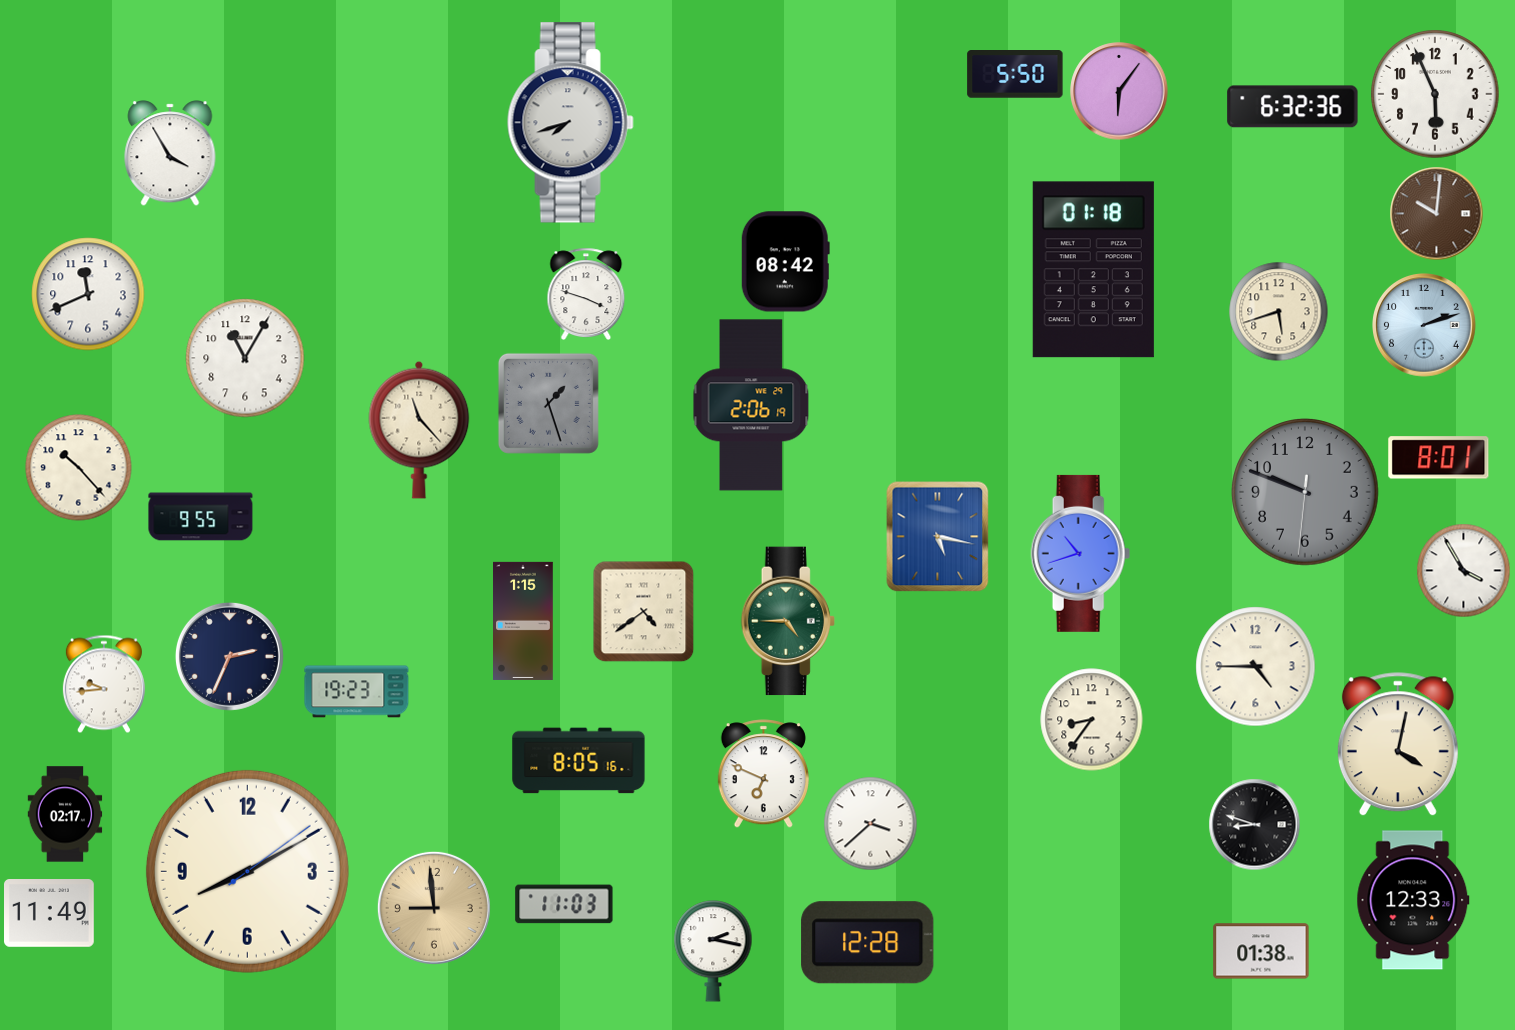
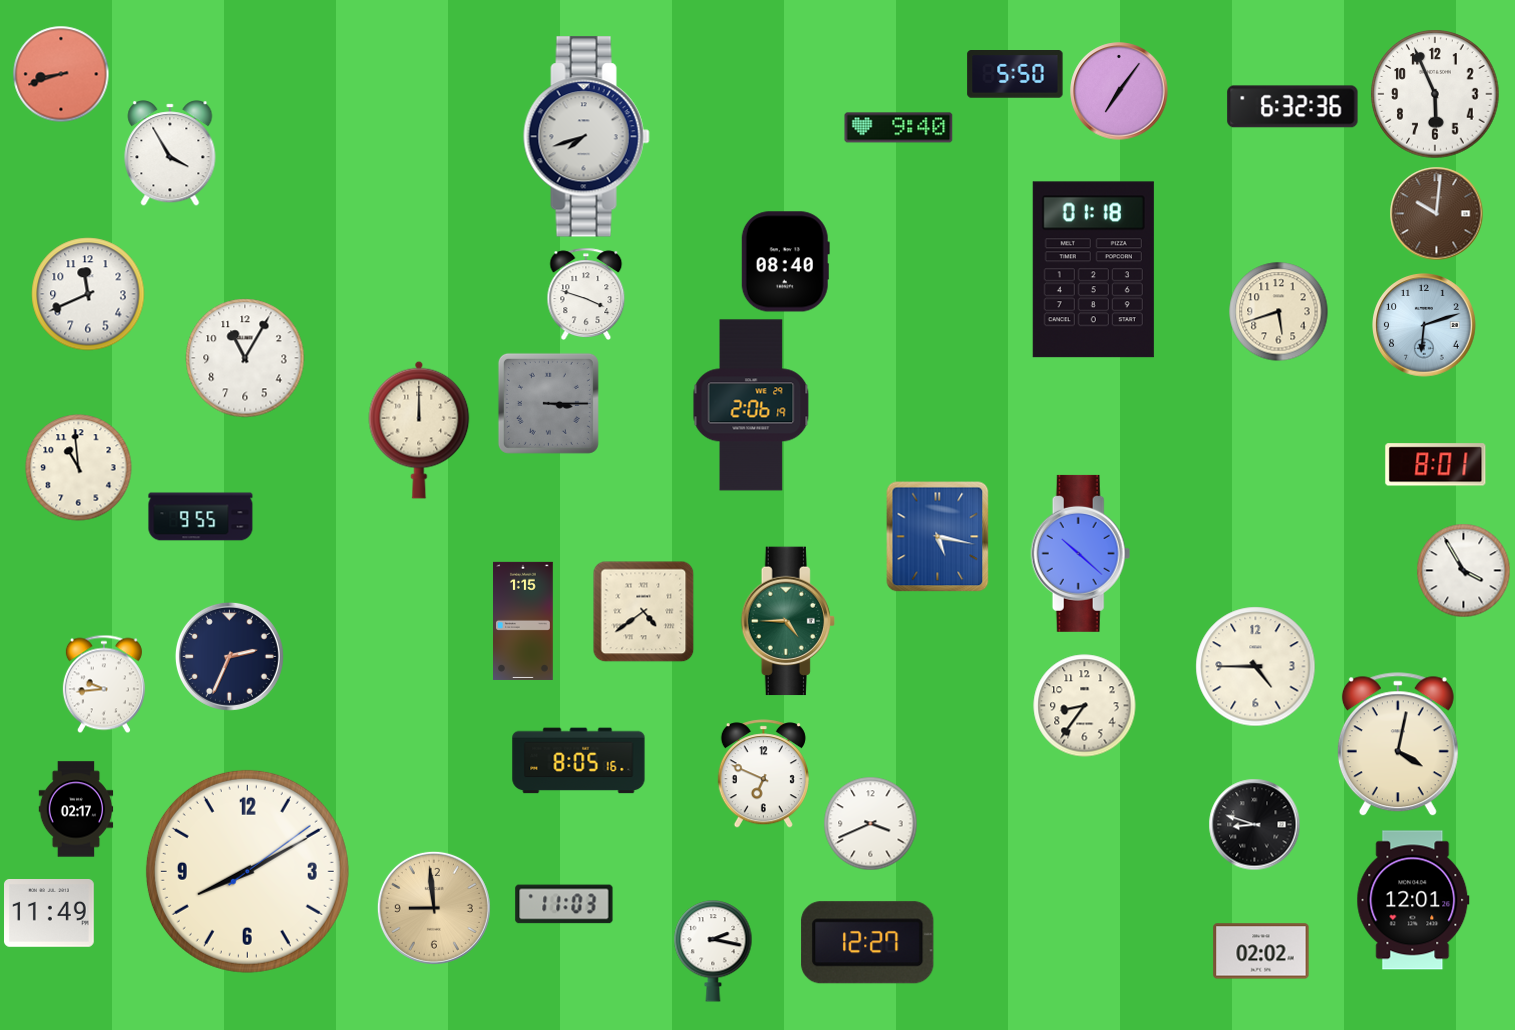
clock at (61, 74): none -> 8:42
clock at (1119, 91): 6:06 -> 7:06
clock at (570, 123) position: (570, 123) -> (586, 137)
clock at (899, 128): none -> 9:40
clock at (785, 262): 08:42 -> 08:40
clock at (1425, 326): 2:12 -> 6:12
clock at (548, 403): 1:27 -> 3:15
clock at (419, 430): 11:23 -> 12:00
clock at (1439, 458) position: (1439, 458) -> (1436, 465)
clock at (79, 468): 10:23 -> 10:59
clock at (1305, 492): 9:48 -> none
clock at (1081, 553): 10:42 -> 10:22
clock at (357, 692): 19:23 -> none
clock at (1092, 720) position: (1092, 720) -> (1085, 706)
clock at (65, 814) position: (65, 814) -> (76, 809)
clock at (871, 824): 3:38 -> 3:41
clock at (1413, 900): 12:33 -> 12:01
clock at (868, 943): 12:28 -> 12:27
clock at (1261, 951): 01:38 -> 02:02
